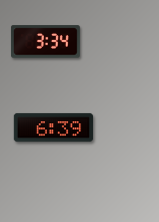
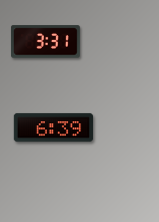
clock at (45, 42): 3:34 -> 3:31
